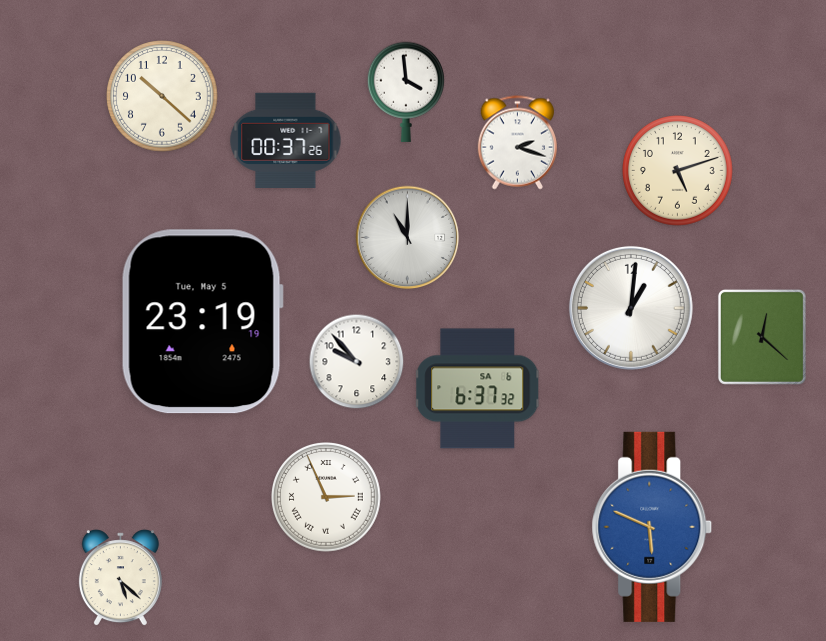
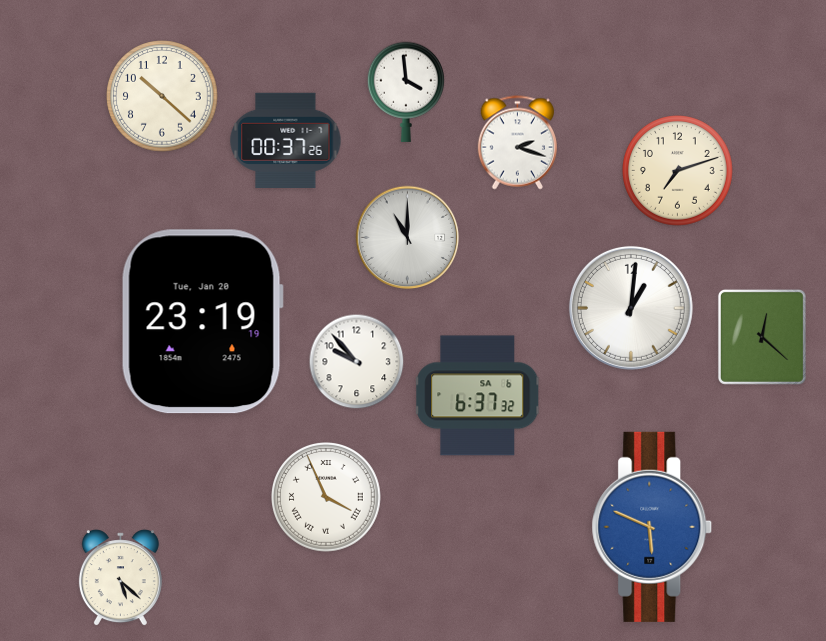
clock at (678, 171): 5:12 -> 7:12
clock at (202, 322) date: Tue, May 5 -> Tue, Jan 20
clock at (478, 389) position: (478, 389) -> (478, 396)
clock at (327, 498): 2:56 -> 3:56
